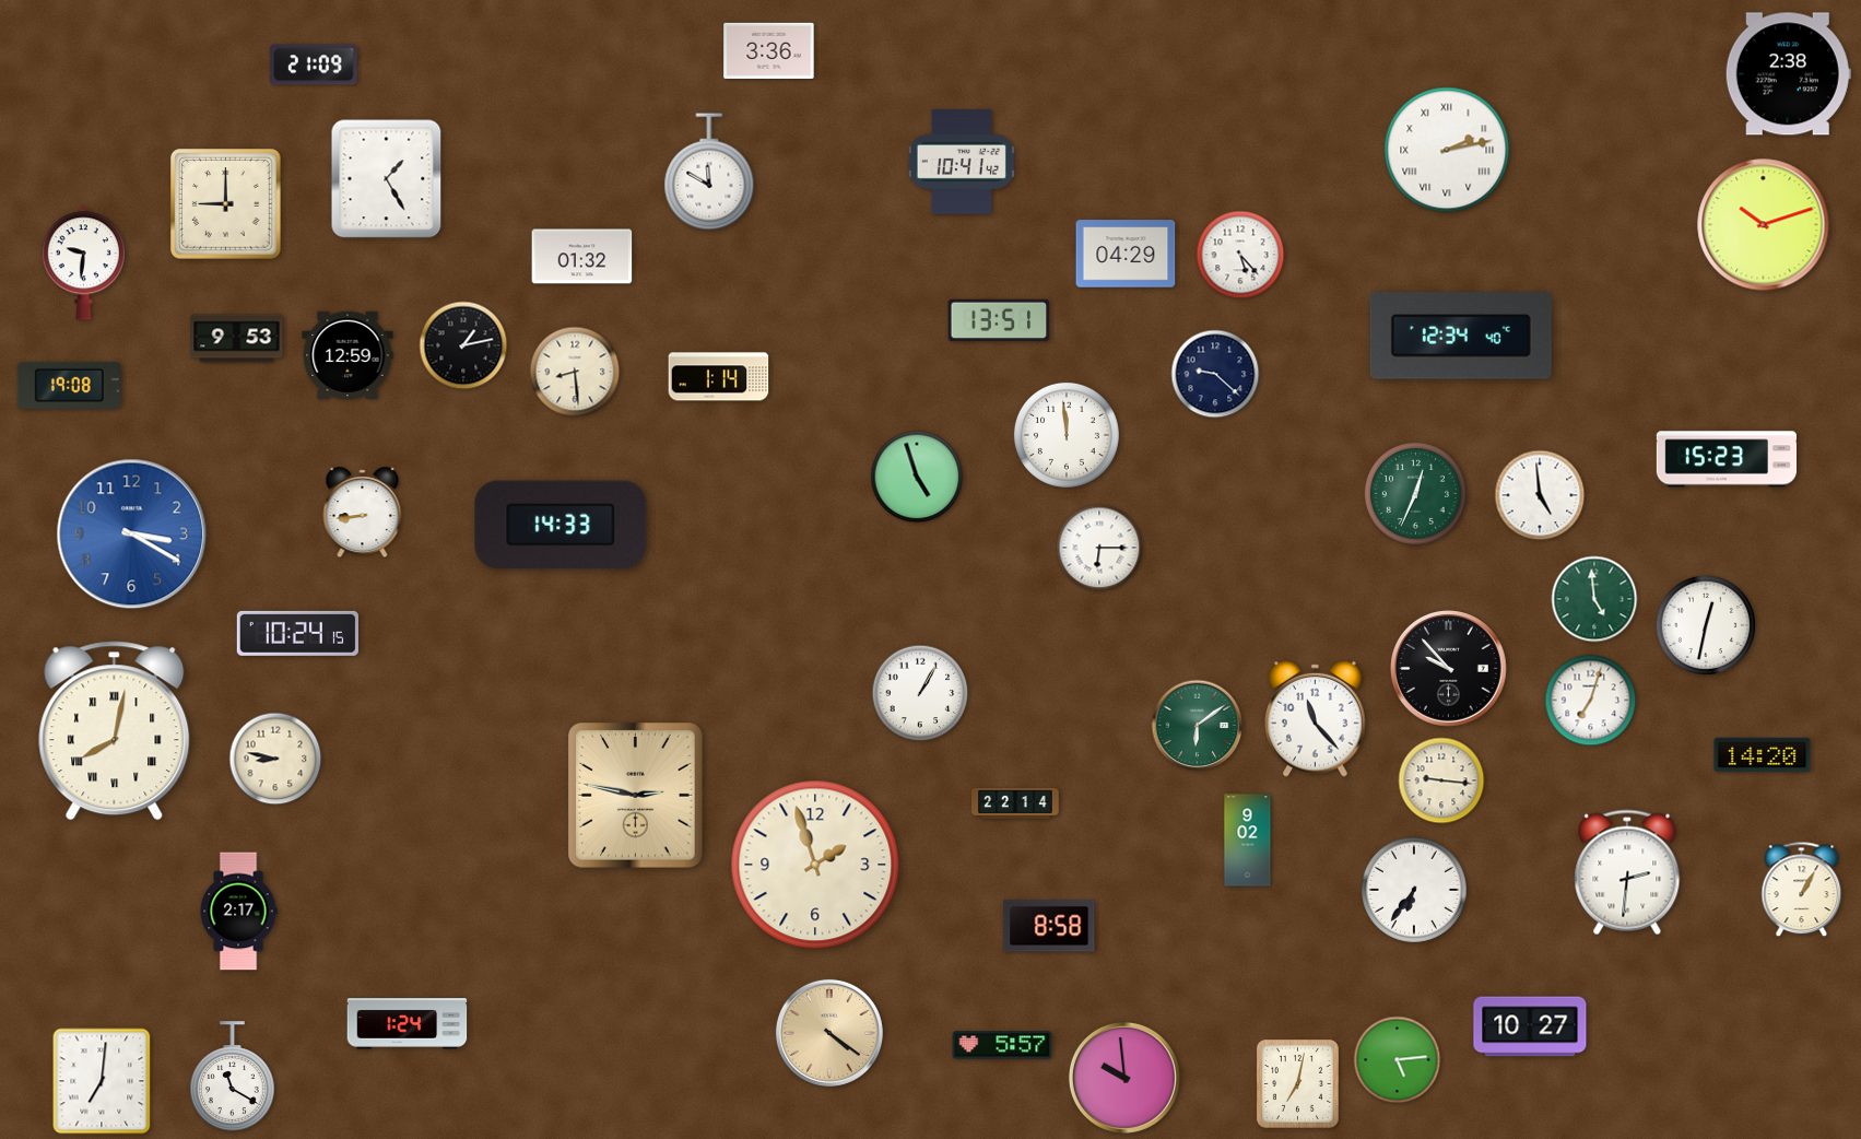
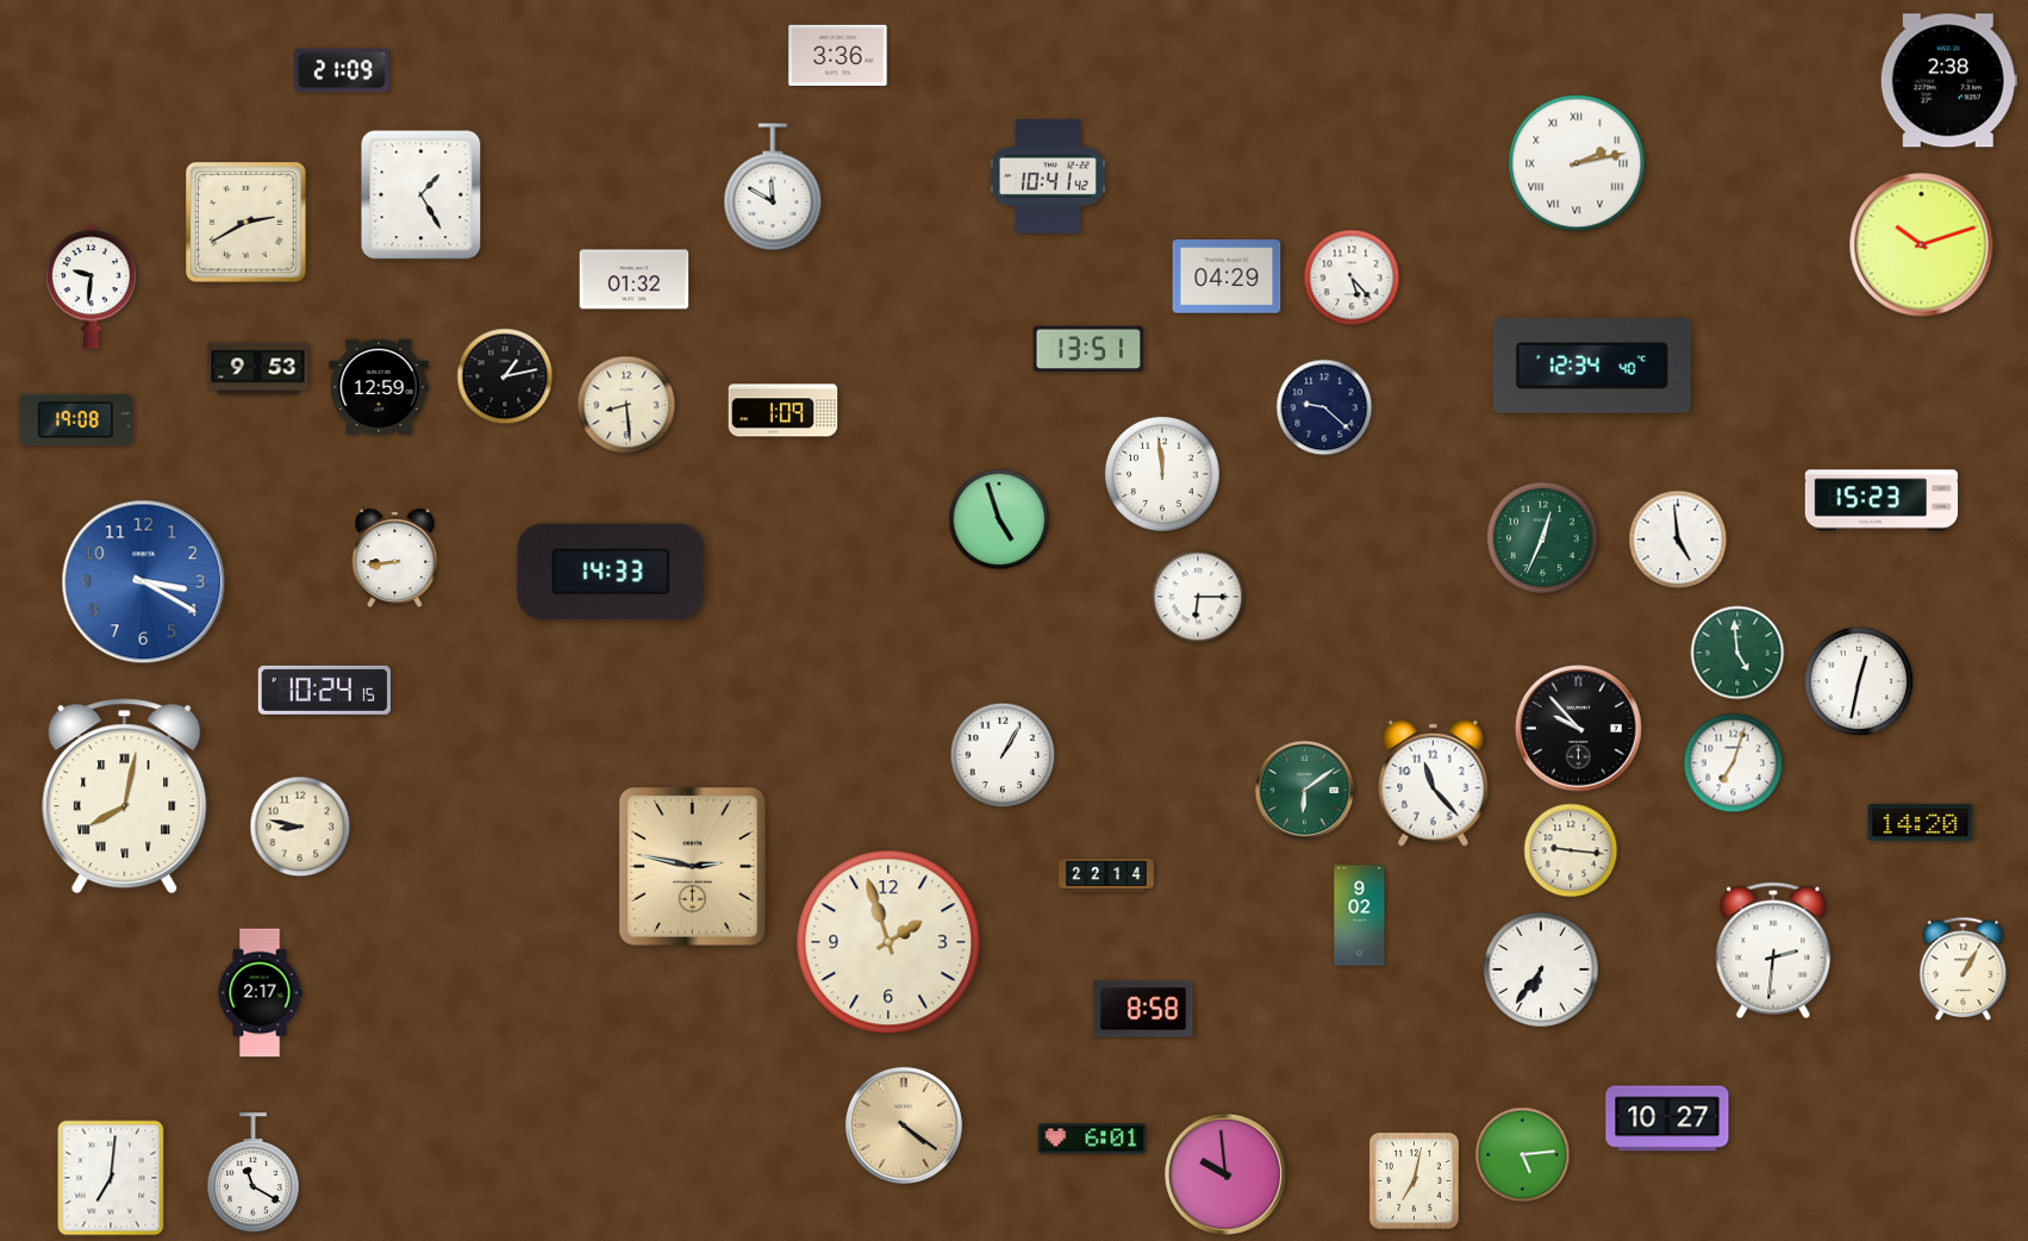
clock at (226, 204): 9:00 -> 2:40
clock at (719, 377): 1:14 -> 1:09
clock at (408, 1024): 1:24 -> none
clock at (1002, 1045): 5:57 -> 6:01
